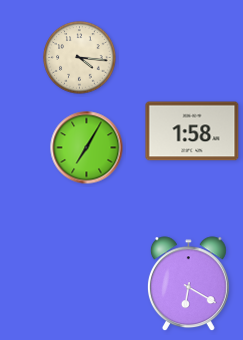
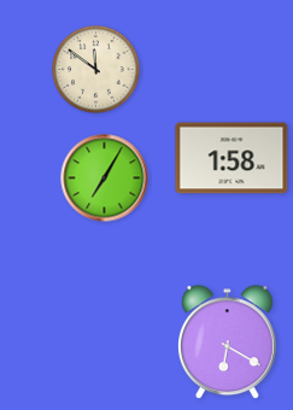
clock at (80, 58): 4:16 -> 11:51
